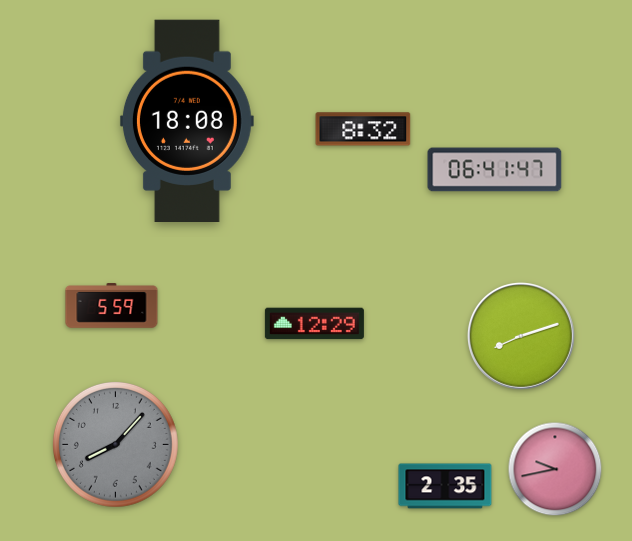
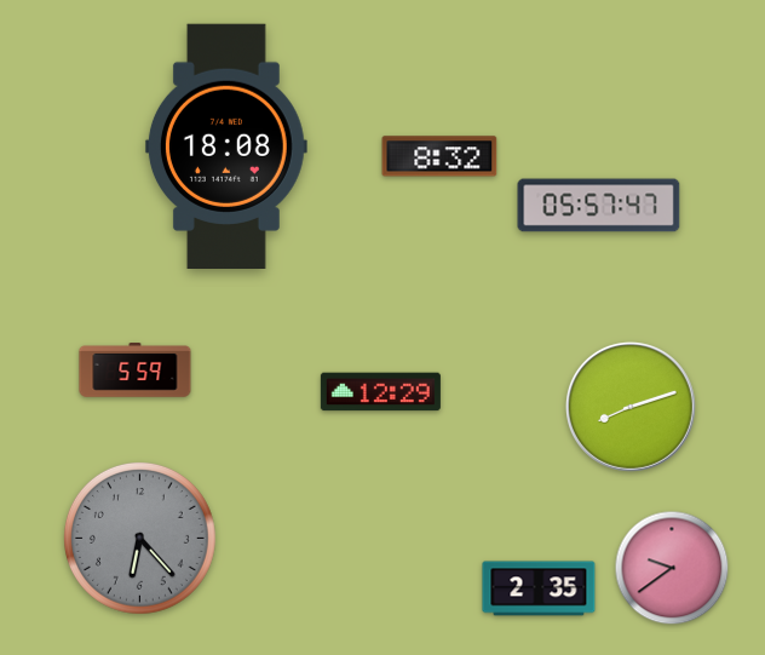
clock at (495, 170): 06:41 -> 05:57
clock at (115, 444): 8:07 -> 6:23
clock at (555, 469): 9:43 -> 9:39
